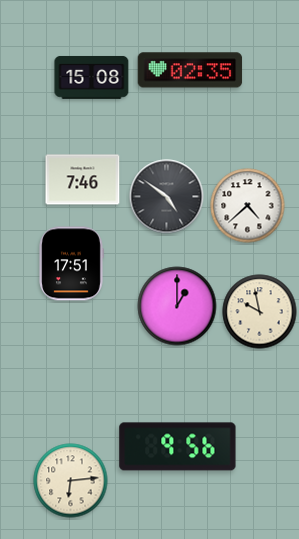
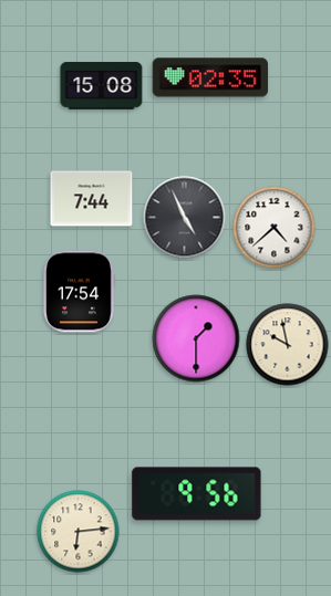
clock at (83, 180): 7:46 -> 7:44
clock at (167, 197): 4:51 -> 4:56
clock at (71, 264): 17:51 -> 17:54
clock at (177, 306): 1:00 -> 1:30
